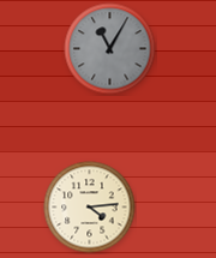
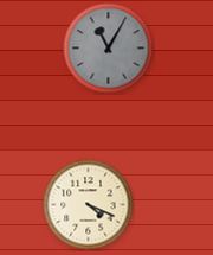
clock at (90, 208): 4:14 -> 4:19
